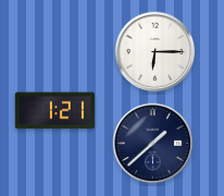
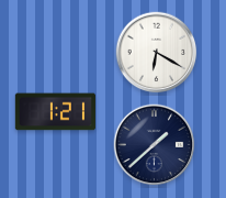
clock at (155, 52): 6:15 -> 6:20
